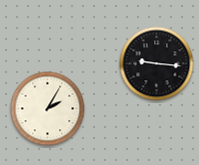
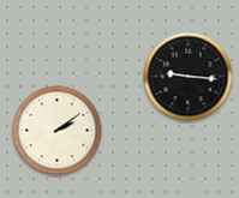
clock at (48, 109): 2:05 -> 2:09
